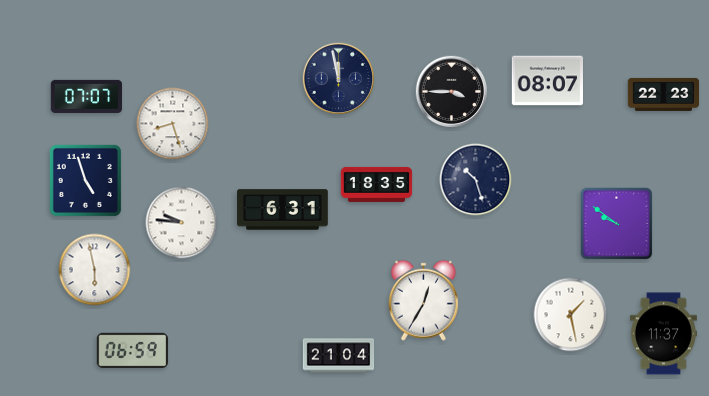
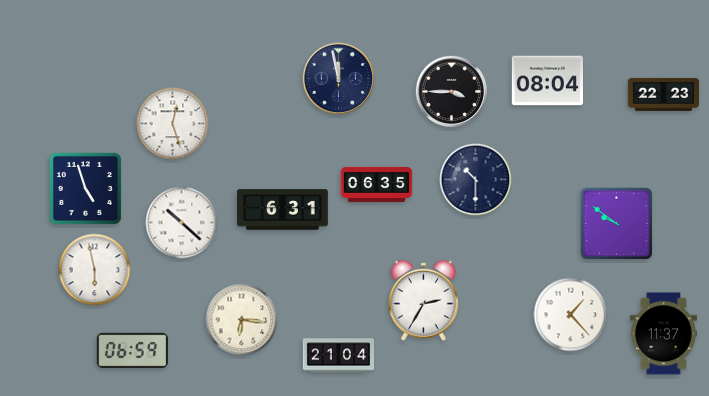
clock at (547, 81): 08:07 -> 08:04
clock at (87, 96): 07:07 -> none
clock at (173, 124): 8:27 -> 12:27
clock at (85, 180) position: (85, 180) -> (85, 188)
clock at (476, 180): 10:27 -> 10:30
clock at (377, 184): 18:35 -> 06:35
clock at (182, 223): 9:46 -> 10:22
clock at (423, 300): 12:35 -> 2:35
clock at (571, 315): 1:28 -> 1:23
clock at (242, 320): none -> 6:16
